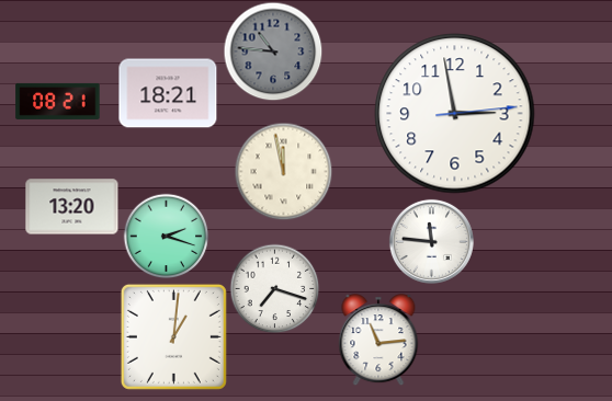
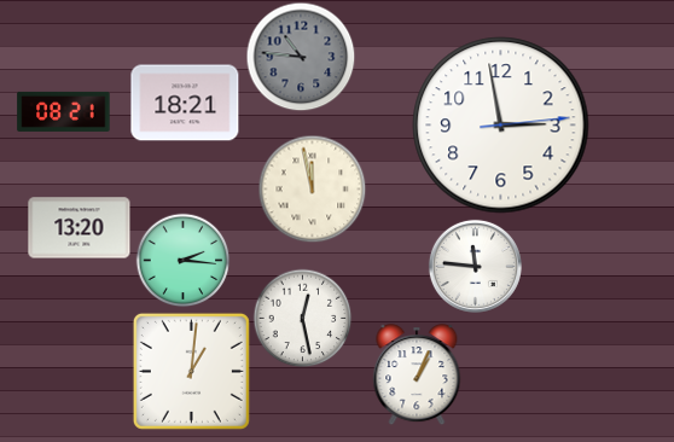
clock at (166, 236): 2:18 -> 2:16
clock at (274, 288): 7:18 -> 12:28
clock at (378, 340): 11:14 -> 1:04
